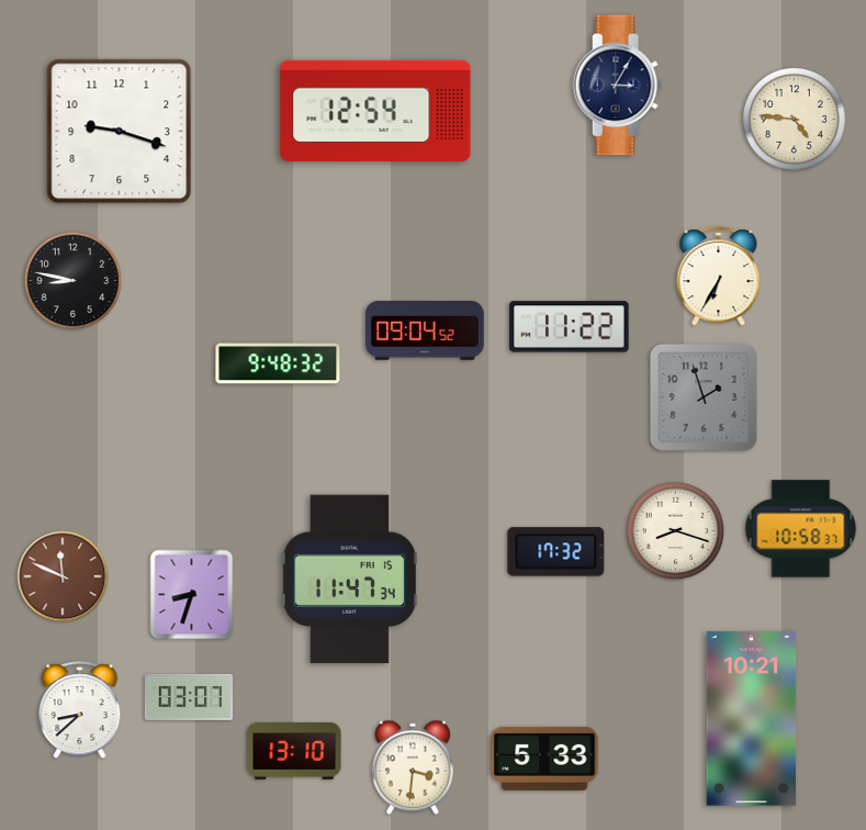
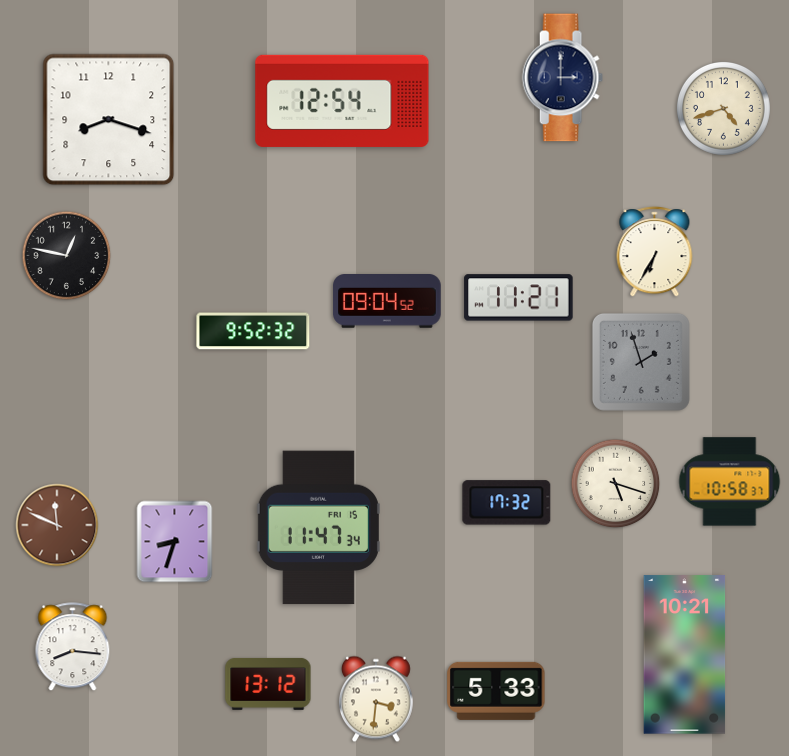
clock at (617, 86): 3:05 -> 3:00
clock at (794, 119): 4:46 -> 4:42
clock at (120, 132): 9:18 -> 8:18
clock at (74, 281): 8:47 -> 12:47
clock at (570, 327): 11:22 -> 11:21
clock at (278, 363): 9:48 -> 9:52
clock at (676, 531): 8:18 -> 5:18
clock at (189, 697): 03:07 -> none
clock at (80, 710): 8:38 -> 8:16
clock at (294, 751): 13:10 -> 13:12
